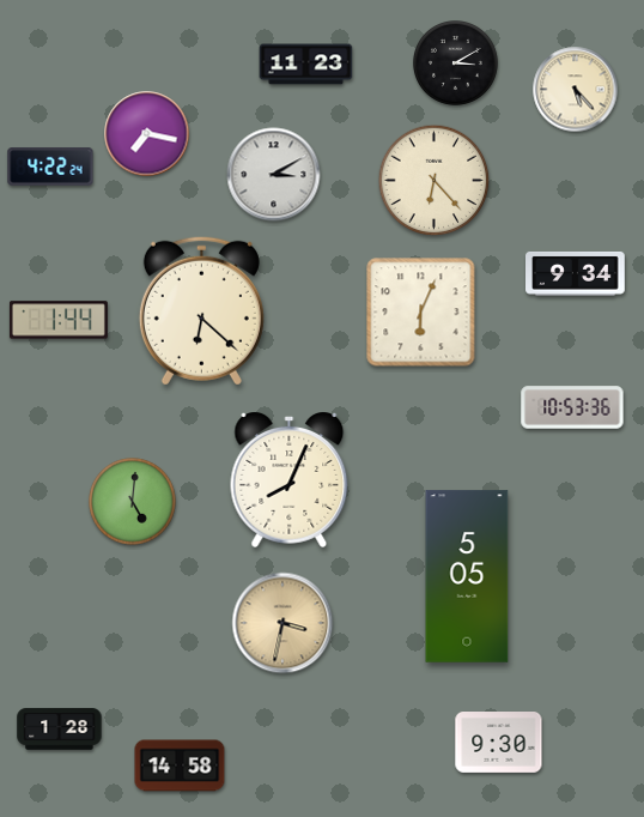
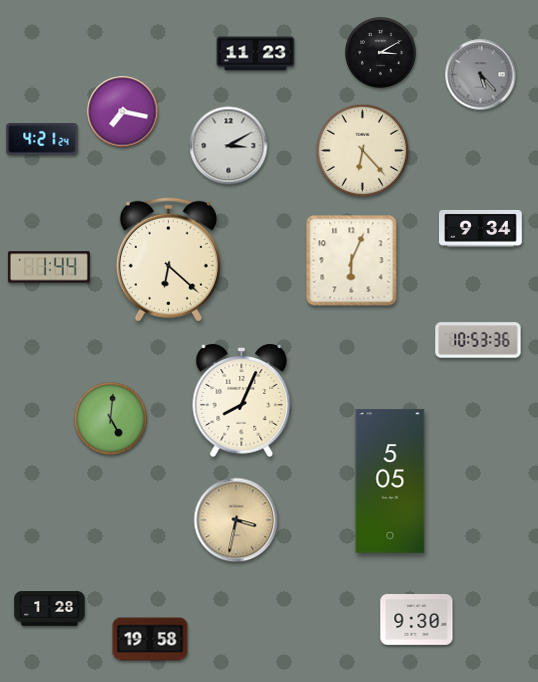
clock at (576, 90) dial: cream -> grey
clock at (50, 167): 4:22 -> 4:21
clock at (180, 765): 14:58 -> 19:58
